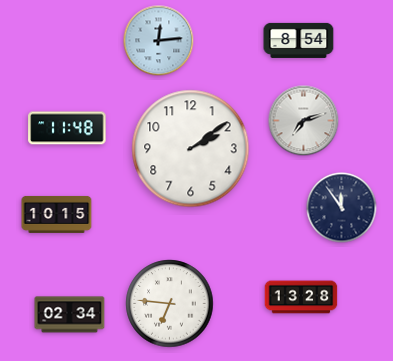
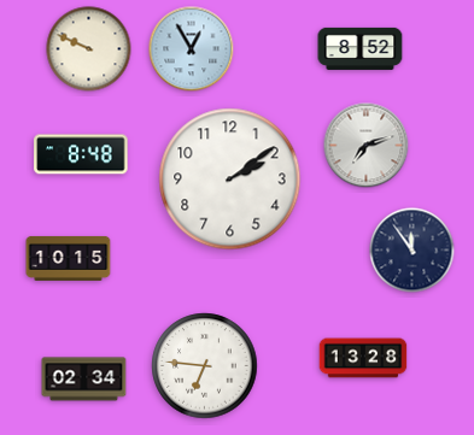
clock at (299, 40): 8:54 -> 8:52
clock at (89, 49): none -> 9:49
clock at (159, 41): 12:14 -> 12:55
clock at (67, 128): 11:48 -> 8:48
